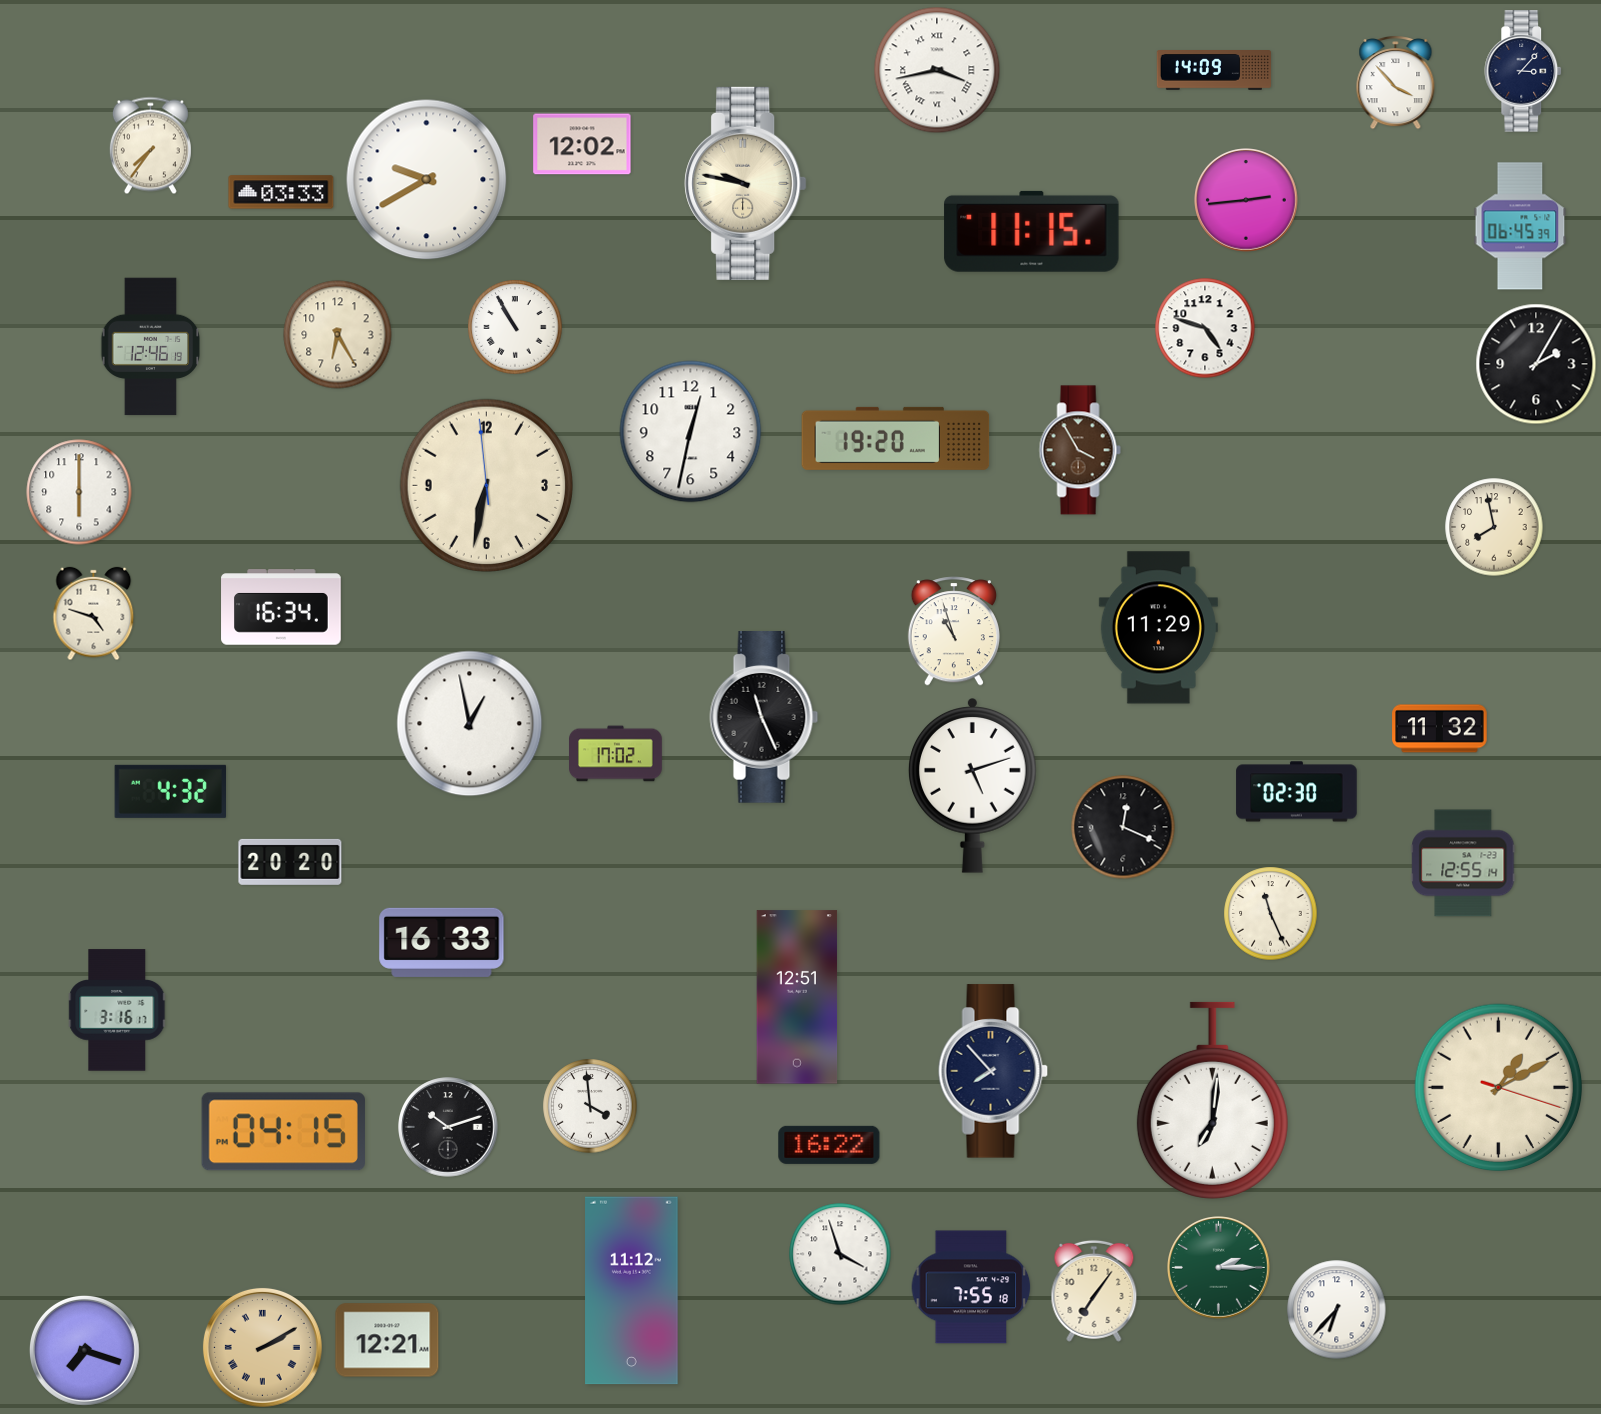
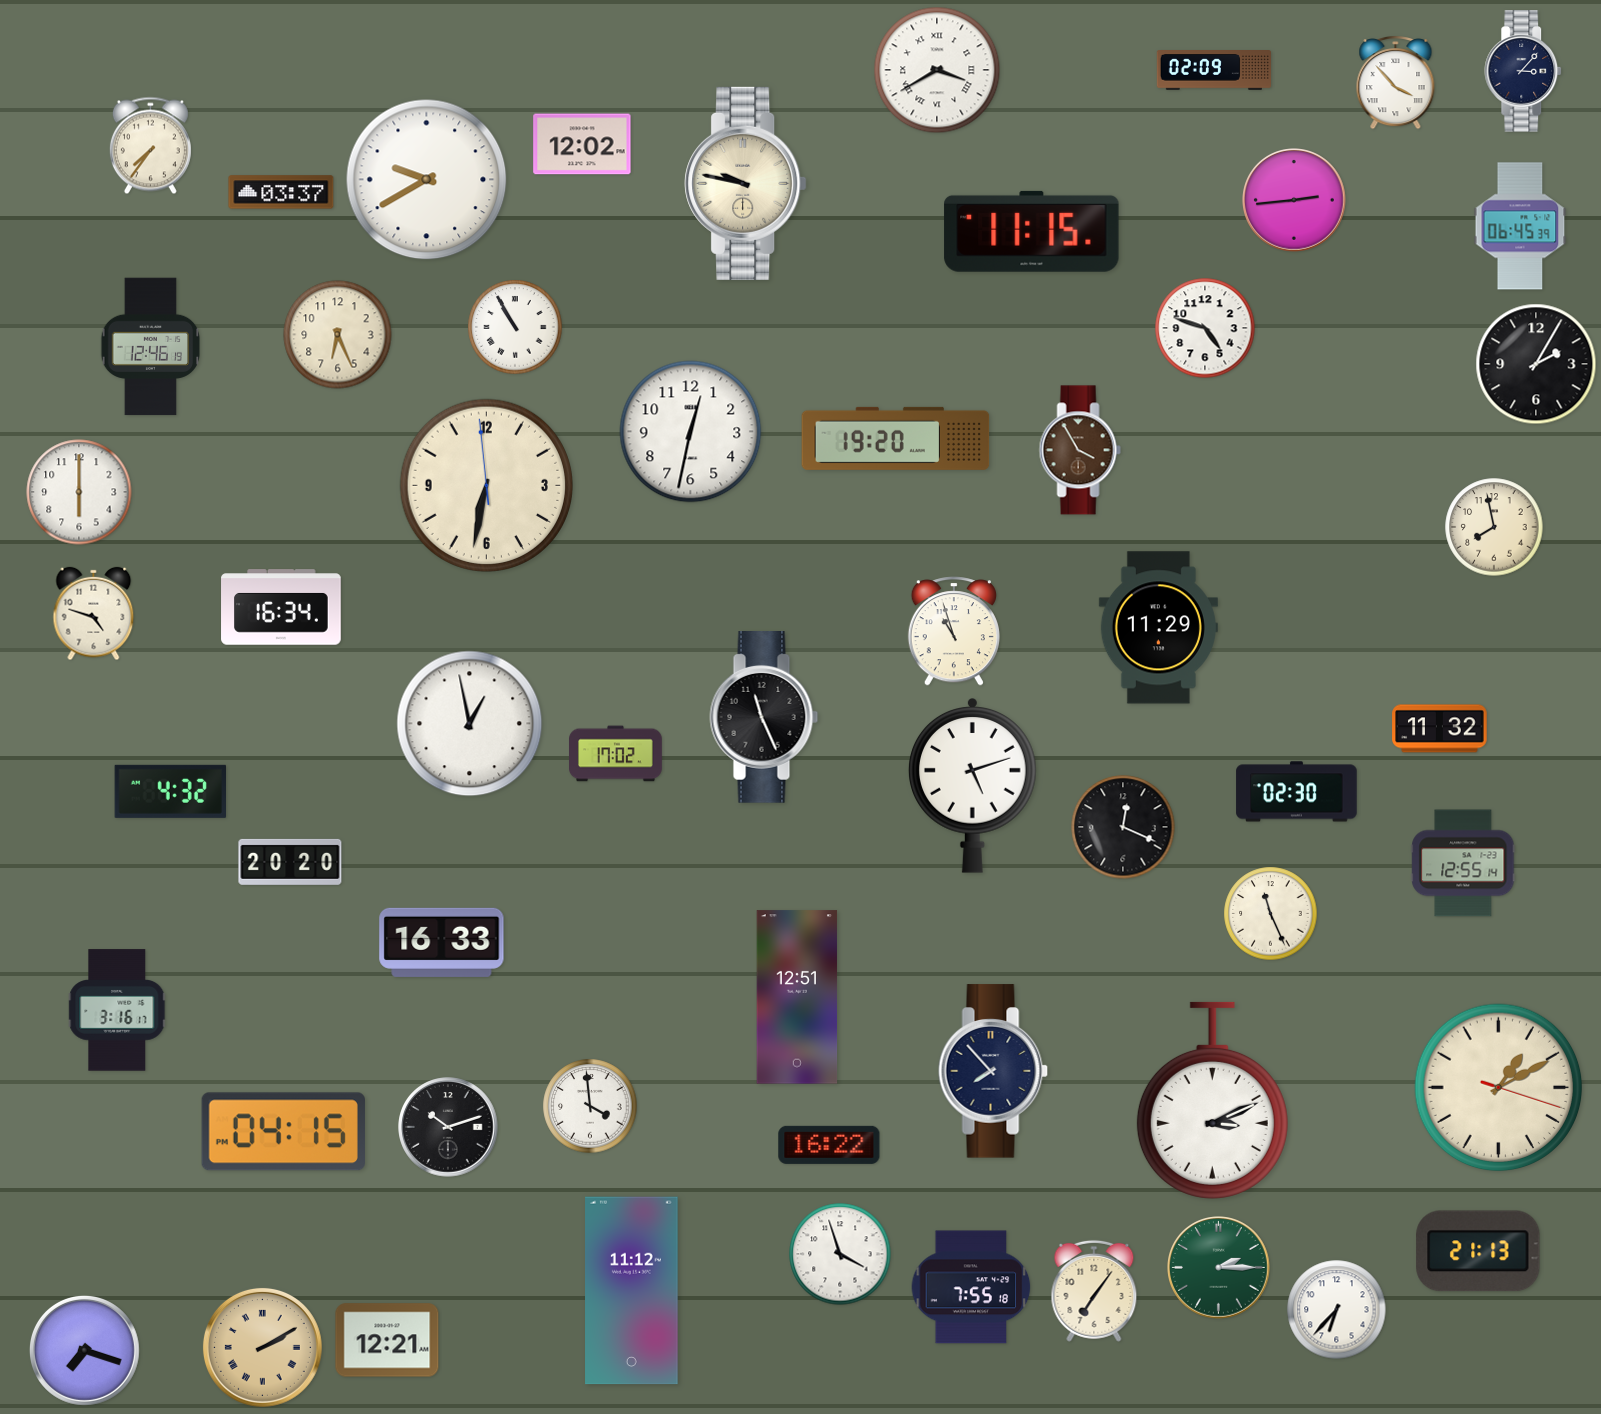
clock at (937, 70): 3:43 -> 3:40
clock at (1214, 71): 14:09 -> 02:09
clock at (281, 192): 03:33 -> 03:37
clock at (1247, 201) position: (1247, 201) -> (1295, 201)
clock at (338, 335): 6:25 -> 6:26
clock at (1212, 1100): 7:01 -> 3:11
clock at (1478, 1251): none -> 21:13
